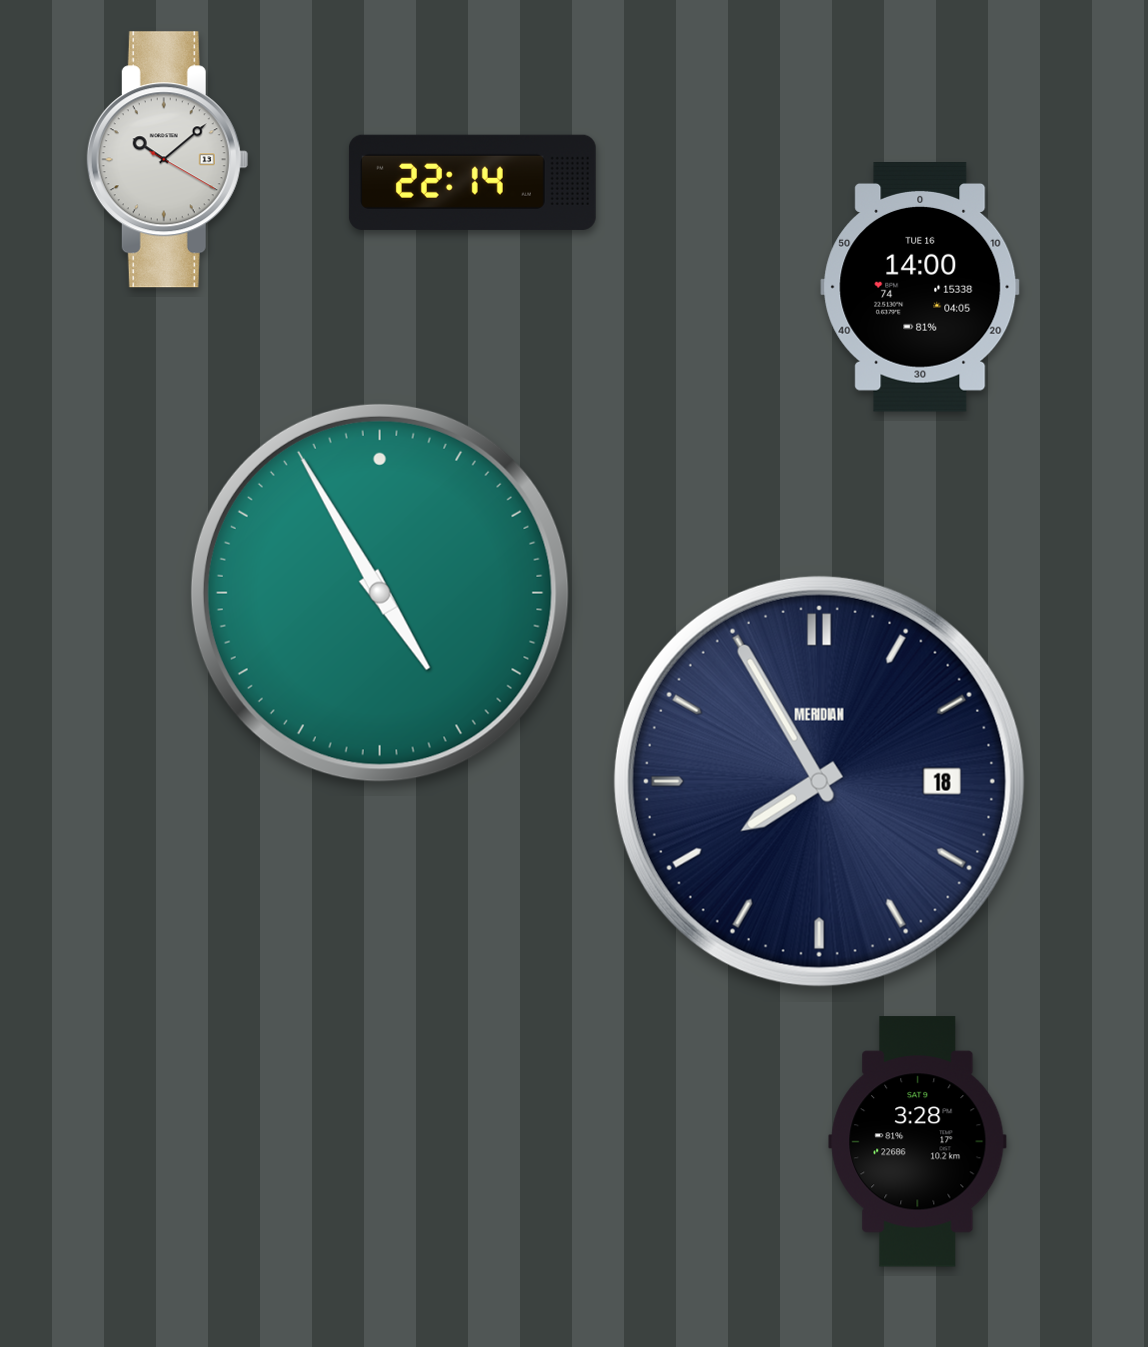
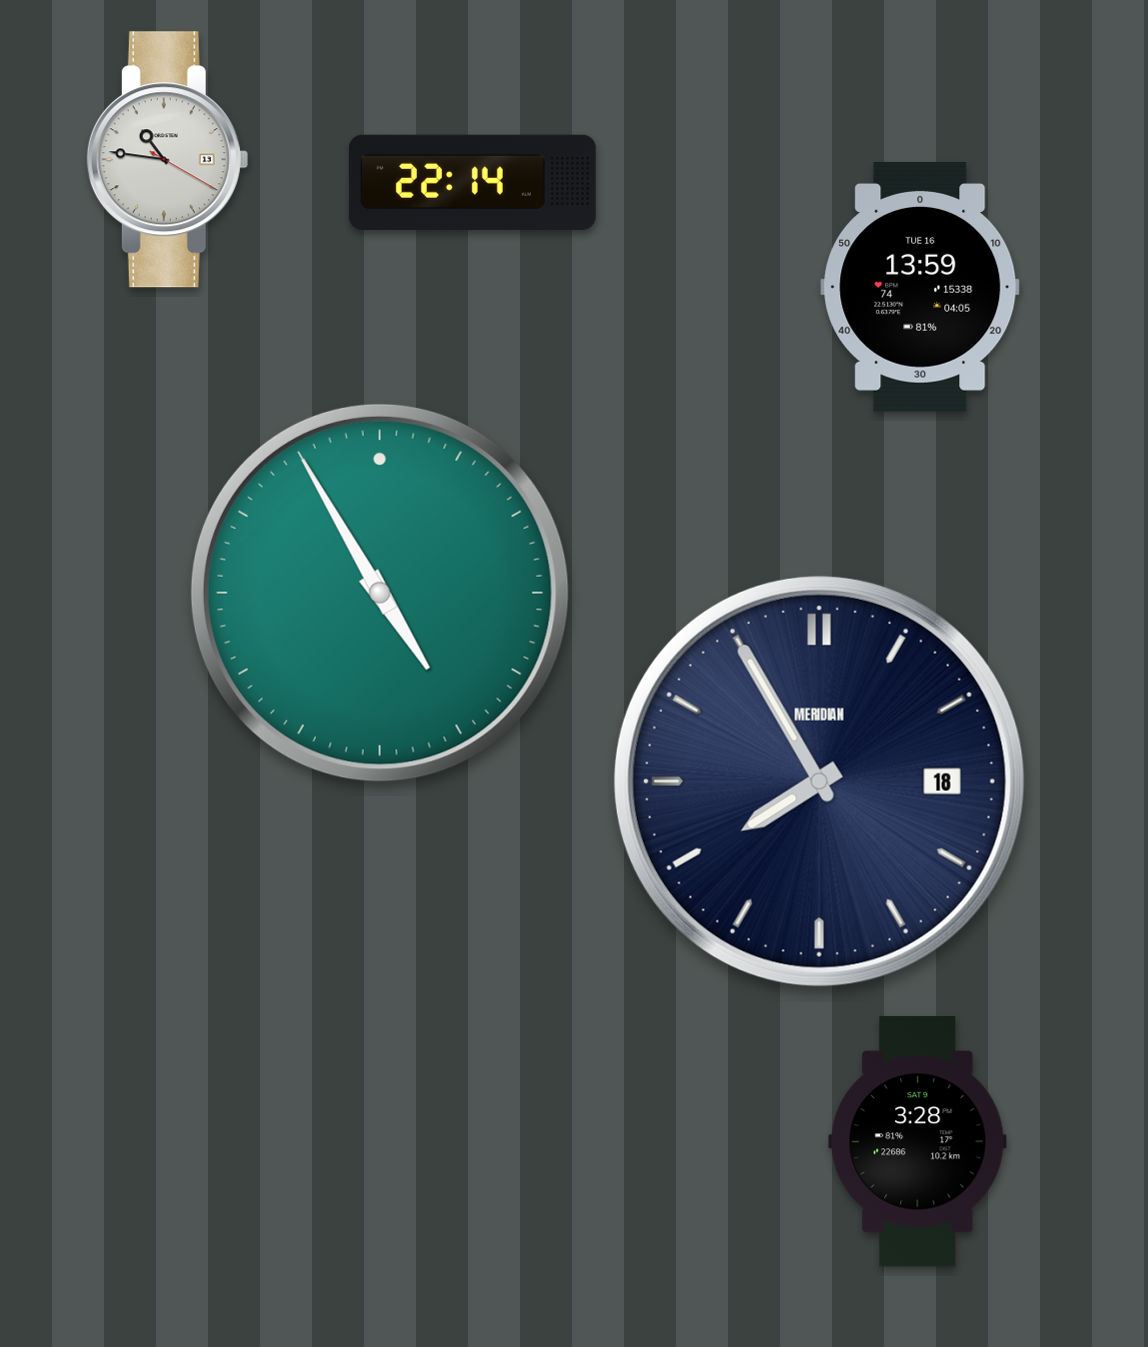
clock at (167, 160): 10:08 -> 10:46
clock at (920, 288): 14:00 -> 13:59
